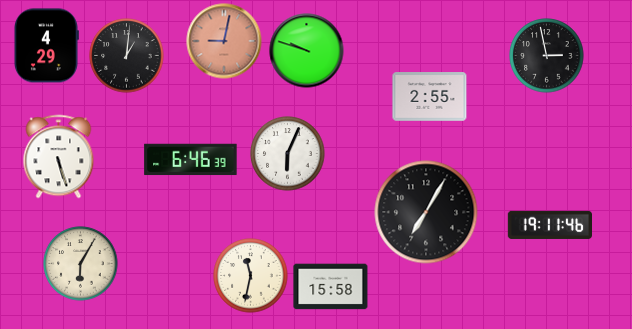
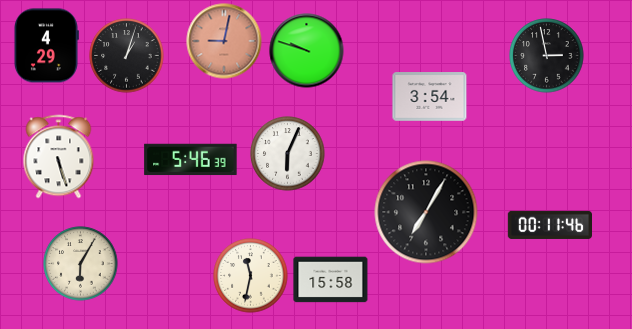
clock at (127, 56): 1:01 -> 1:03
clock at (430, 97): 2:55 -> 3:54
clock at (191, 160): 6:46 -> 5:46
clock at (549, 225): 19:11 -> 00:11
clock at (331, 287) position: (331, 287) -> (331, 280)
